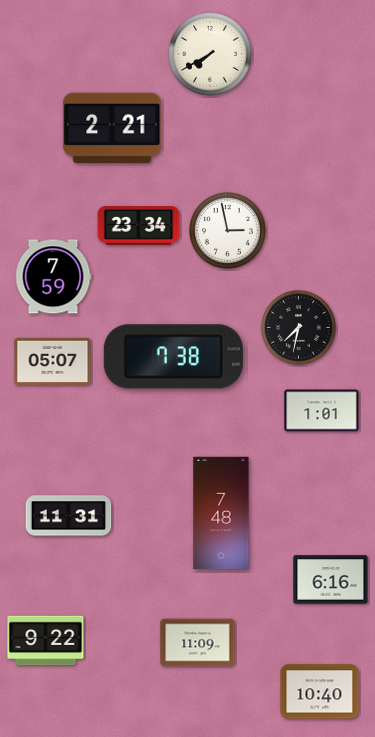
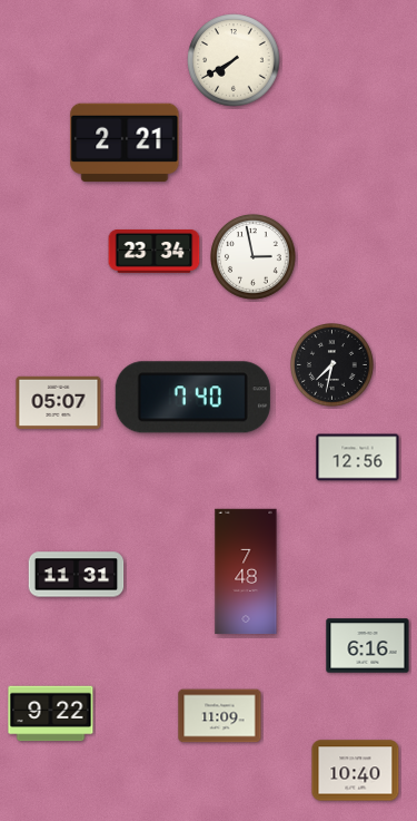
clock at (53, 277): 7:59 -> none
clock at (173, 357): 7:38 -> 7:40
clock at (322, 411): 1:01 -> 12:56
